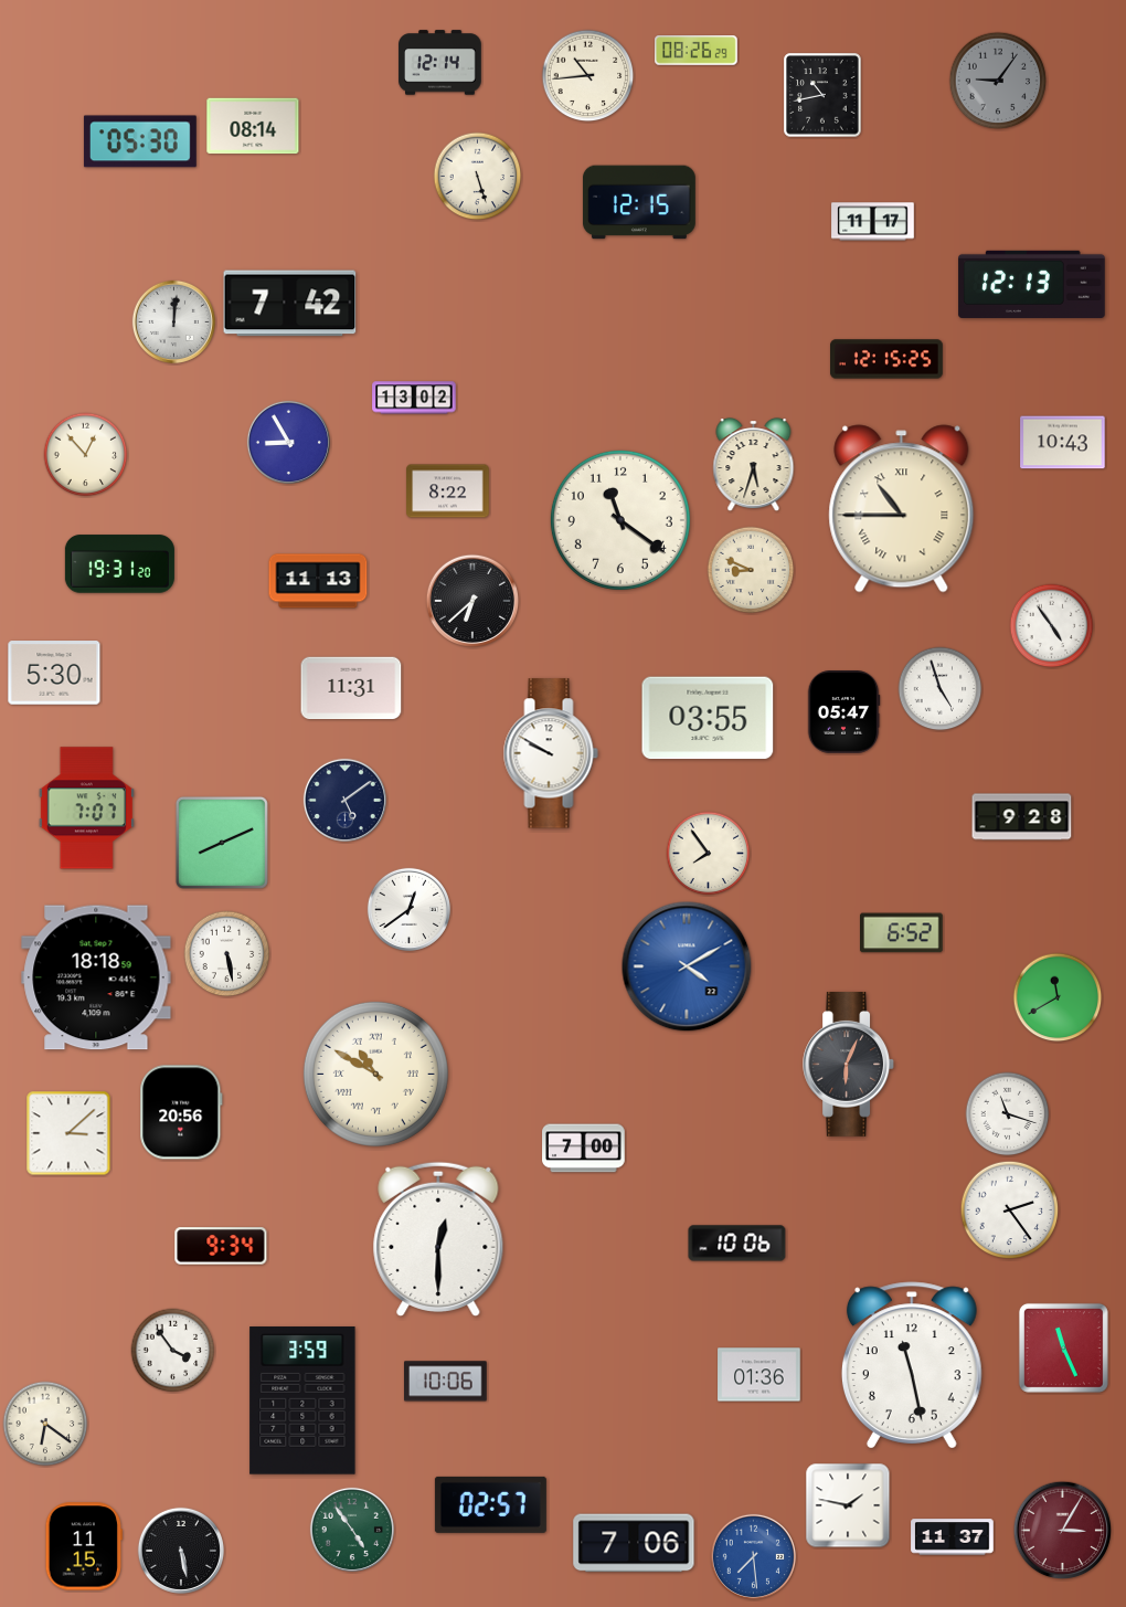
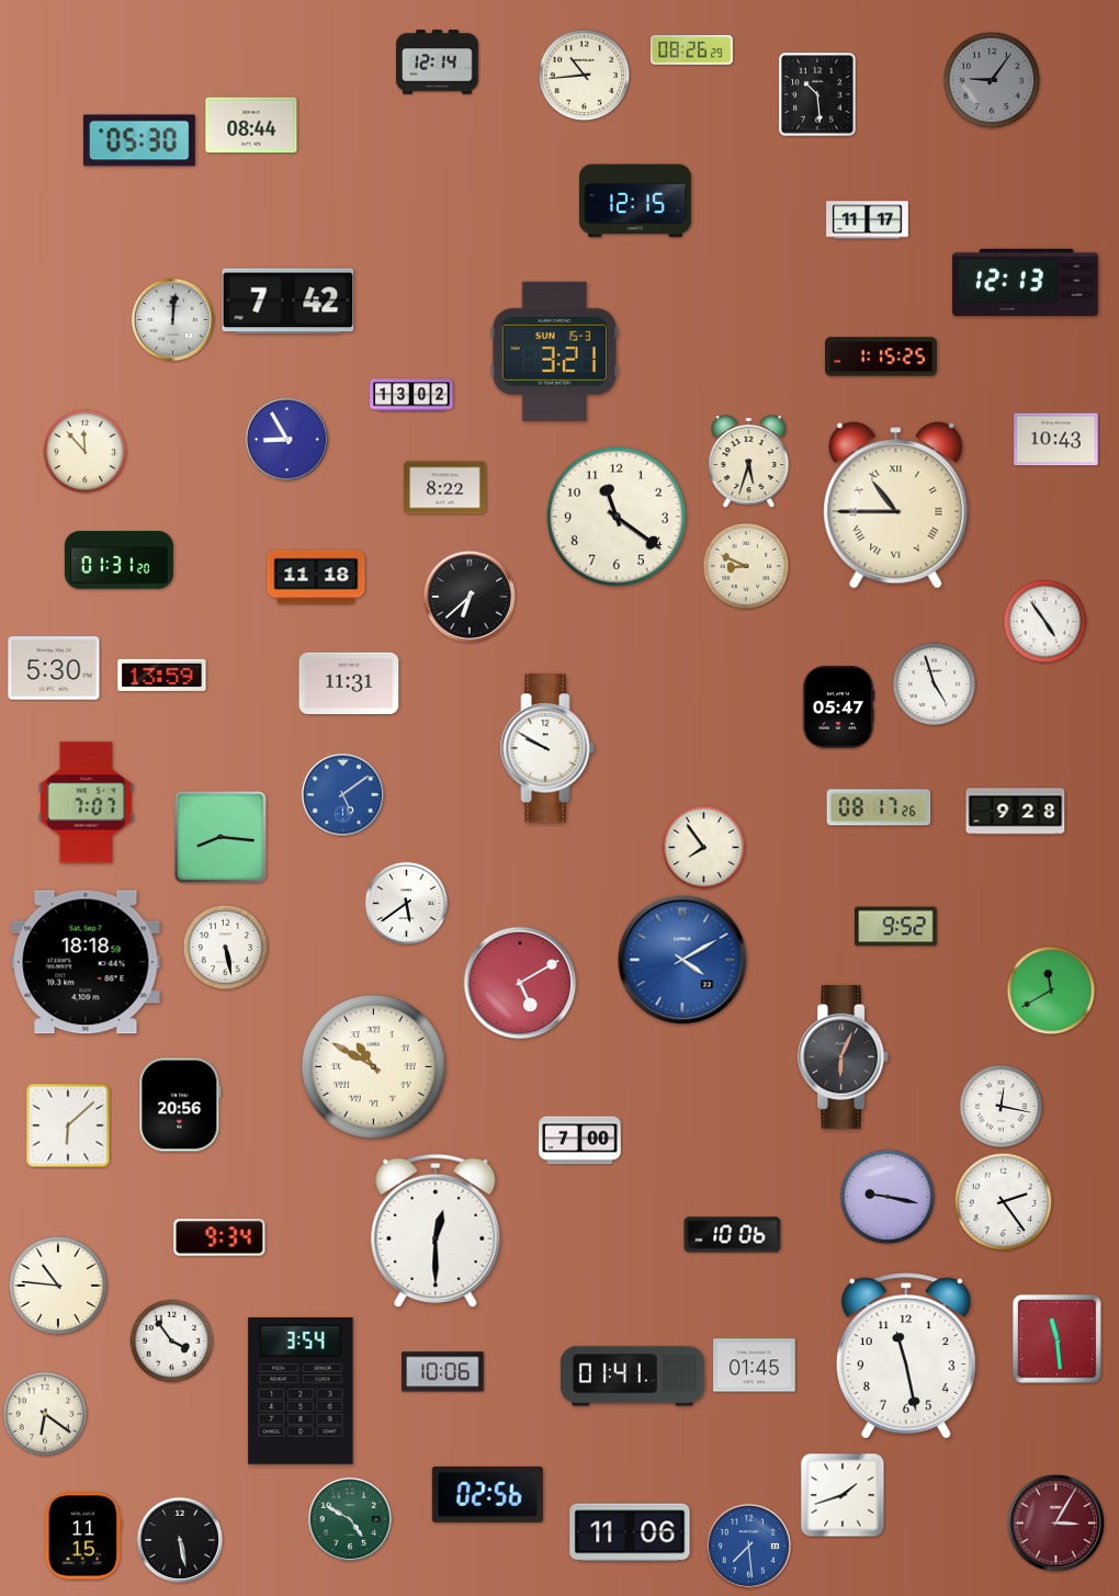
clock at (822, 95): 10:43 -> 10:29
clock at (253, 126): 08:14 -> 08:44
clock at (478, 177): 5:27 -> none
clock at (554, 351): none -> 3:21
clock at (888, 359): 12:15 -> 1:15
clock at (86, 455): 12:53 -> 11:53
clock at (119, 564): 19:31 -> 01:31
clock at (318, 581): 11:13 -> 11:18
clock at (162, 675): none -> 13:59
clock at (708, 718): 03:55 -> none
clock at (344, 800) dial: navy -> blue
clock at (879, 807): none -> 08:17
clock at (222, 843): 8:11 -> 8:16
clock at (408, 909): 12:39 -> 5:39
clock at (902, 933): 6:52 -> 9:52
clock at (96, 977) position: (96, 977) -> (86, 962)
clock at (520, 983): none -> 5:10
clock at (1008, 1114): 11:18 -> 12:17
clock at (68, 1133): 3:08 -> 6:08
clock at (888, 1197): none -> 9:17
clock at (58, 1286): none -> 10:46
clock at (1063, 1347): 11:26 -> 11:29
clock at (759, 1375): 01:36 -> 01:45
clock at (633, 1377): none -> 01:41
clock at (302, 1400): 3:59 -> 3:54
clock at (490, 1504): 02:57 -> 02:56
clock at (848, 1505): 1:47 -> 1:42
clock at (352, 1530): 4:54 -> 4:50
clock at (1063, 1531) position: (1063, 1531) -> (1056, 1524)
clock at (953, 1537): 11:37 -> none
clock at (634, 1543): 7:06 -> 11:06
